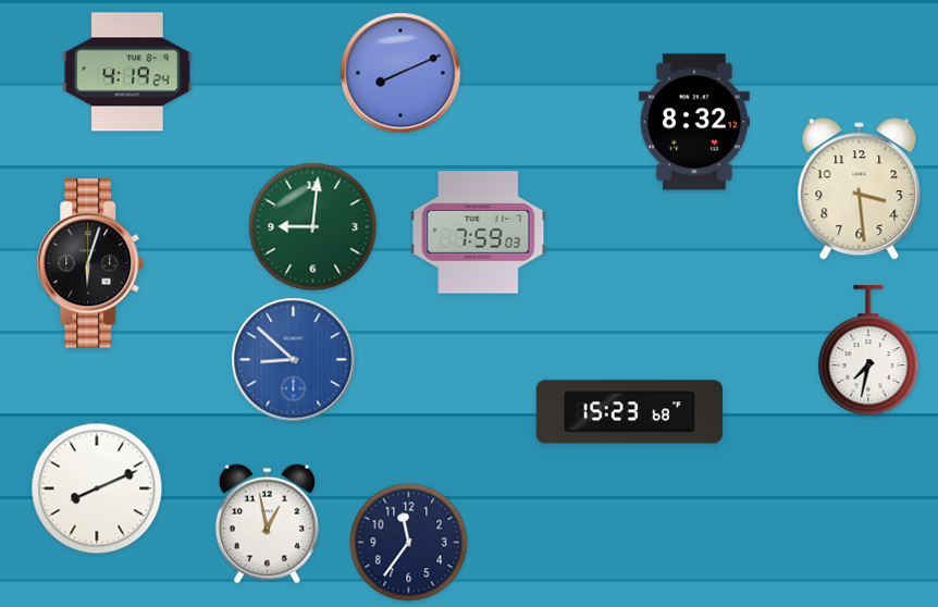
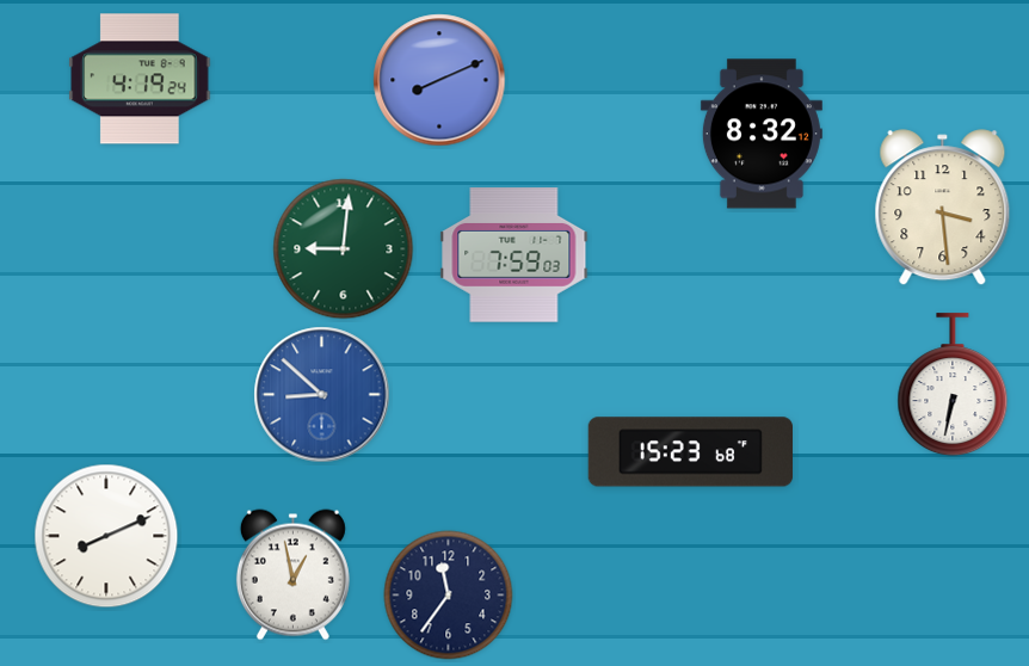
clock at (479, 233) position: (479, 233) -> (514, 255)
clock at (90, 263): 6:03 -> none
clock at (868, 351): 7:32 -> 6:32
